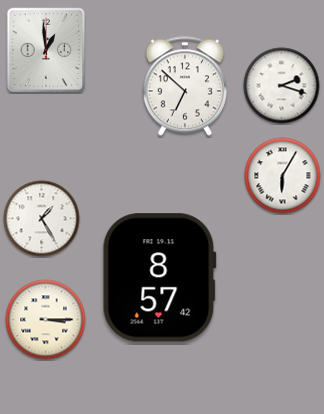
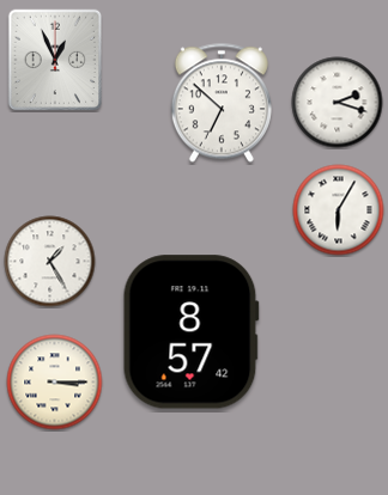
clock at (46, 50): 12:59 -> 12:56
